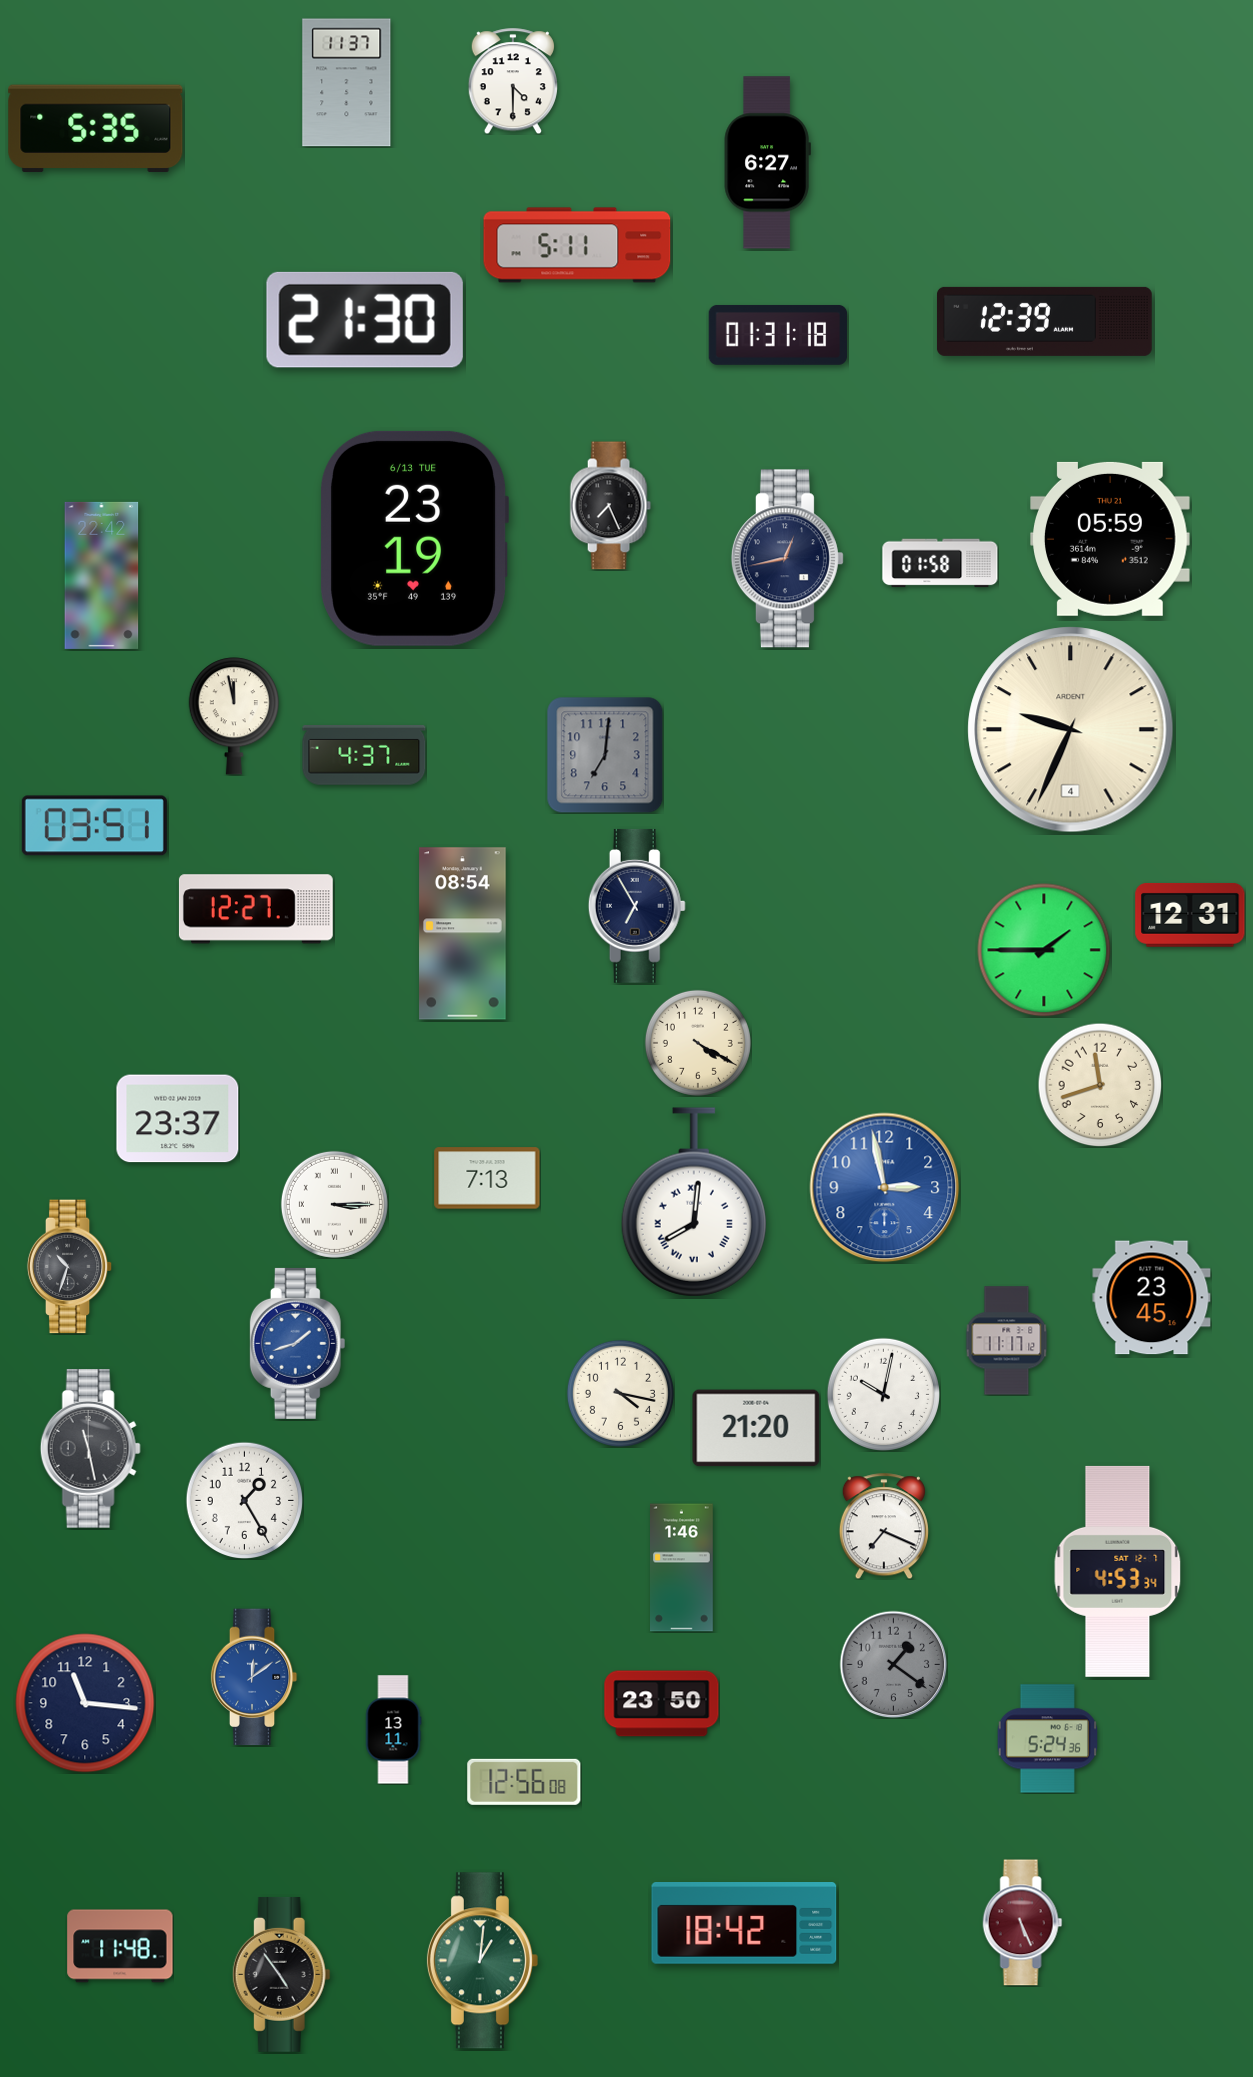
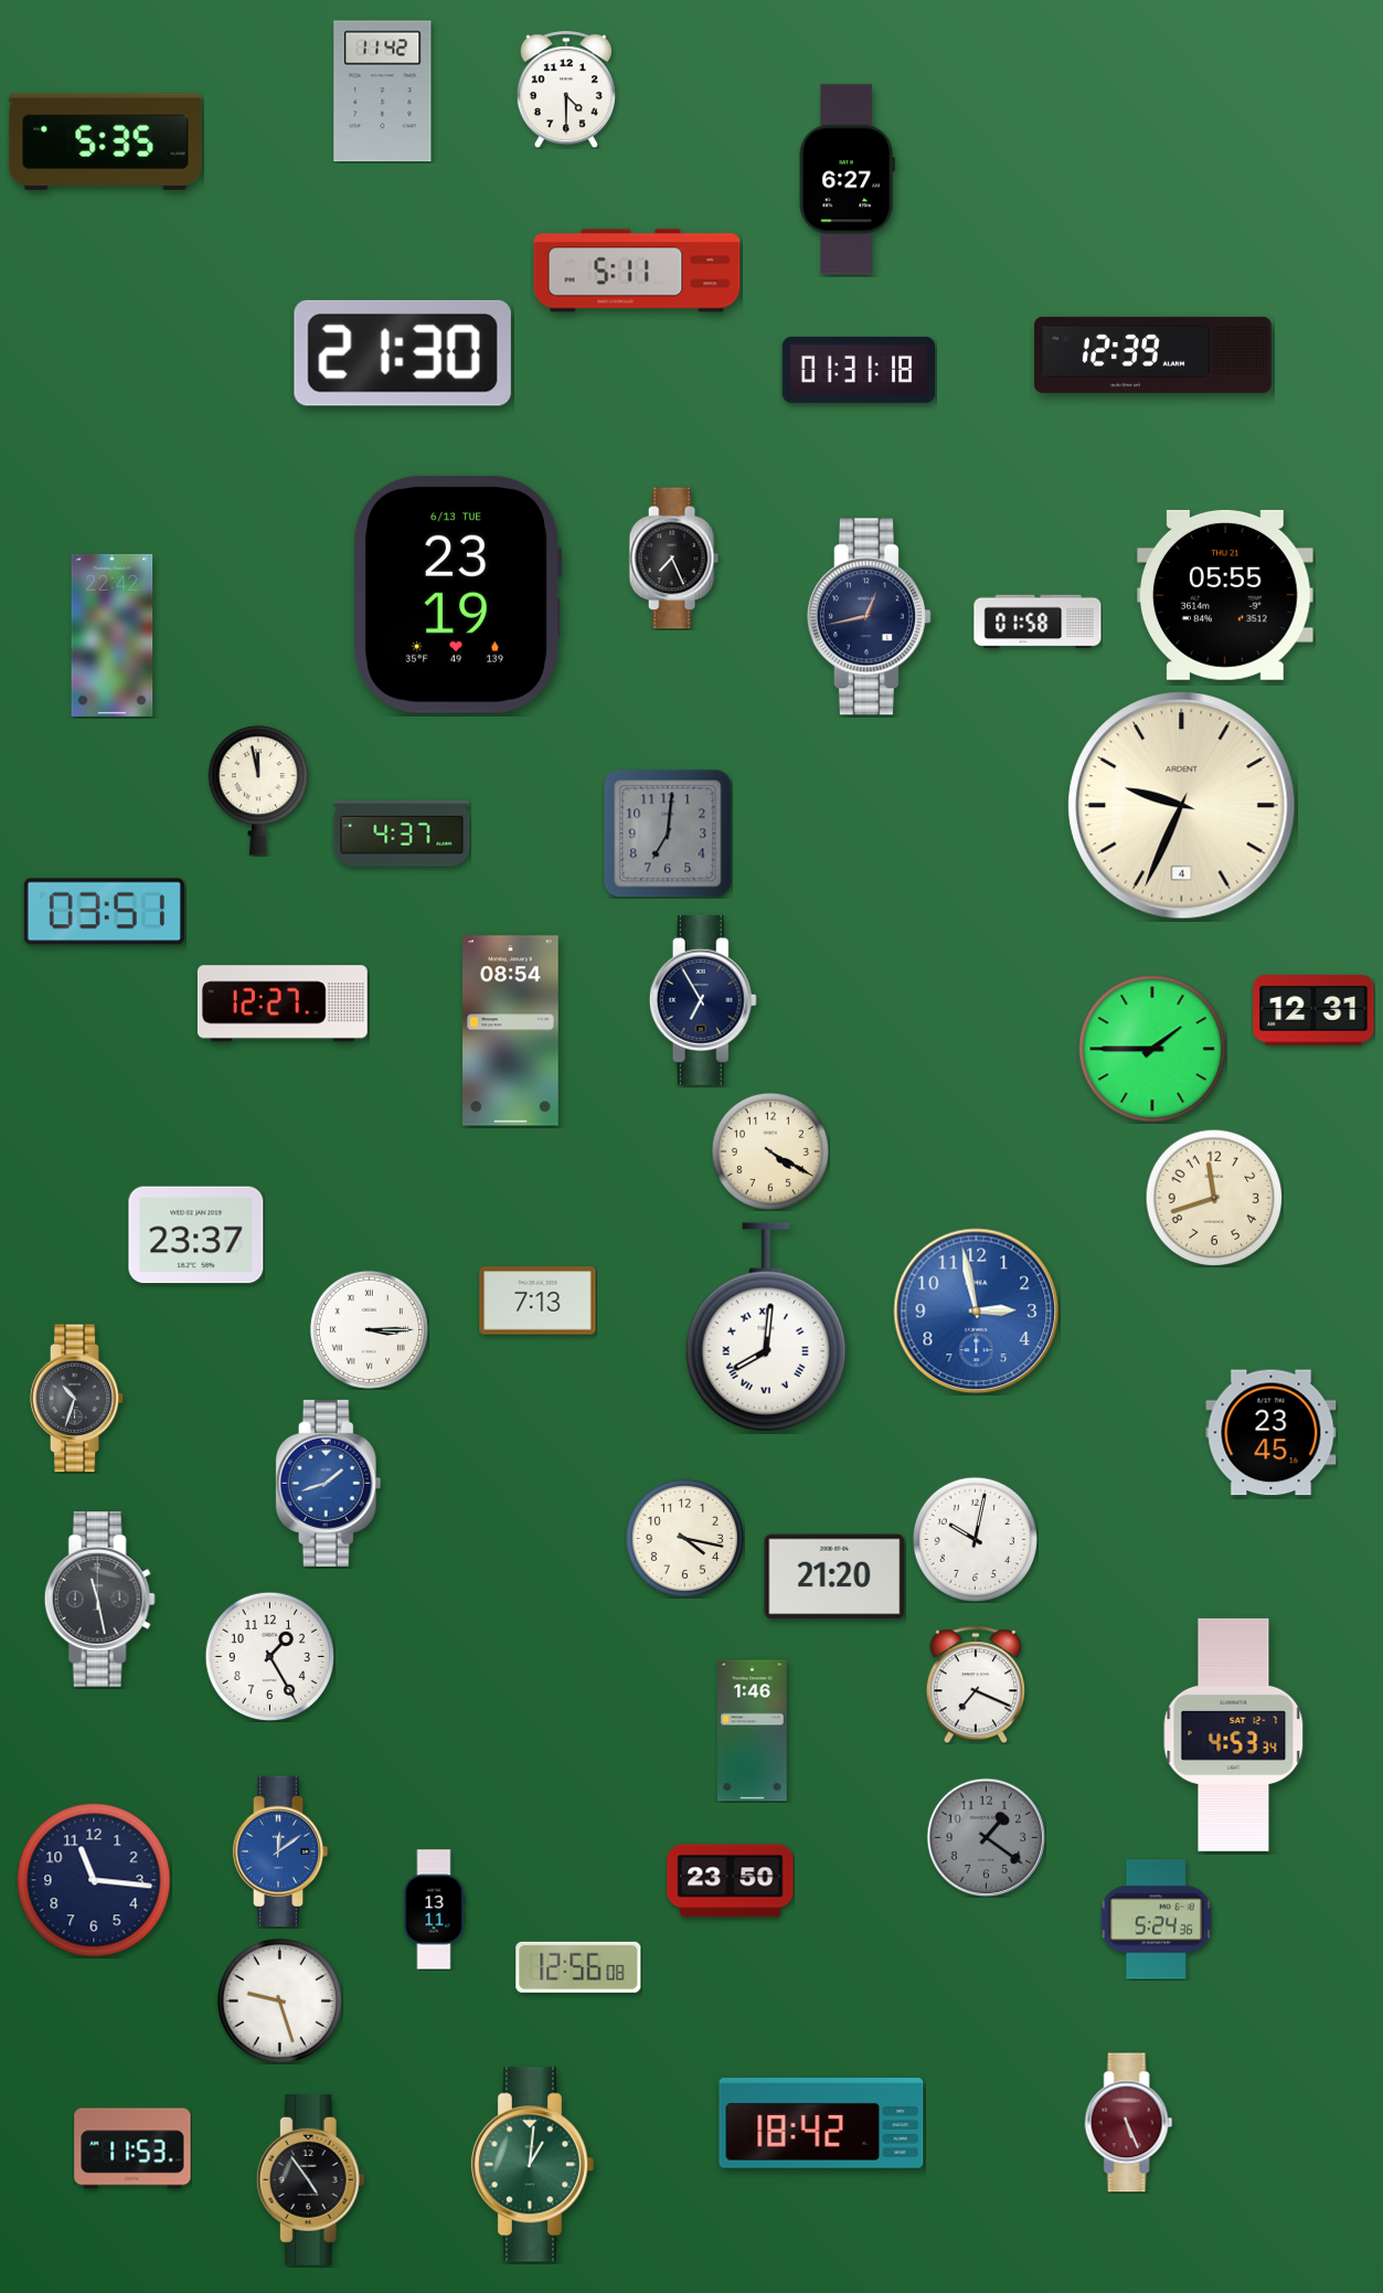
clock at (347, 83): 11:37 -> 11:42
clock at (1111, 539): 05:59 -> 05:55
clock at (1007, 1341): 11:17 -> none
clock at (279, 2000): none -> 9:27
clock at (120, 1946): 11:48 -> 11:53
